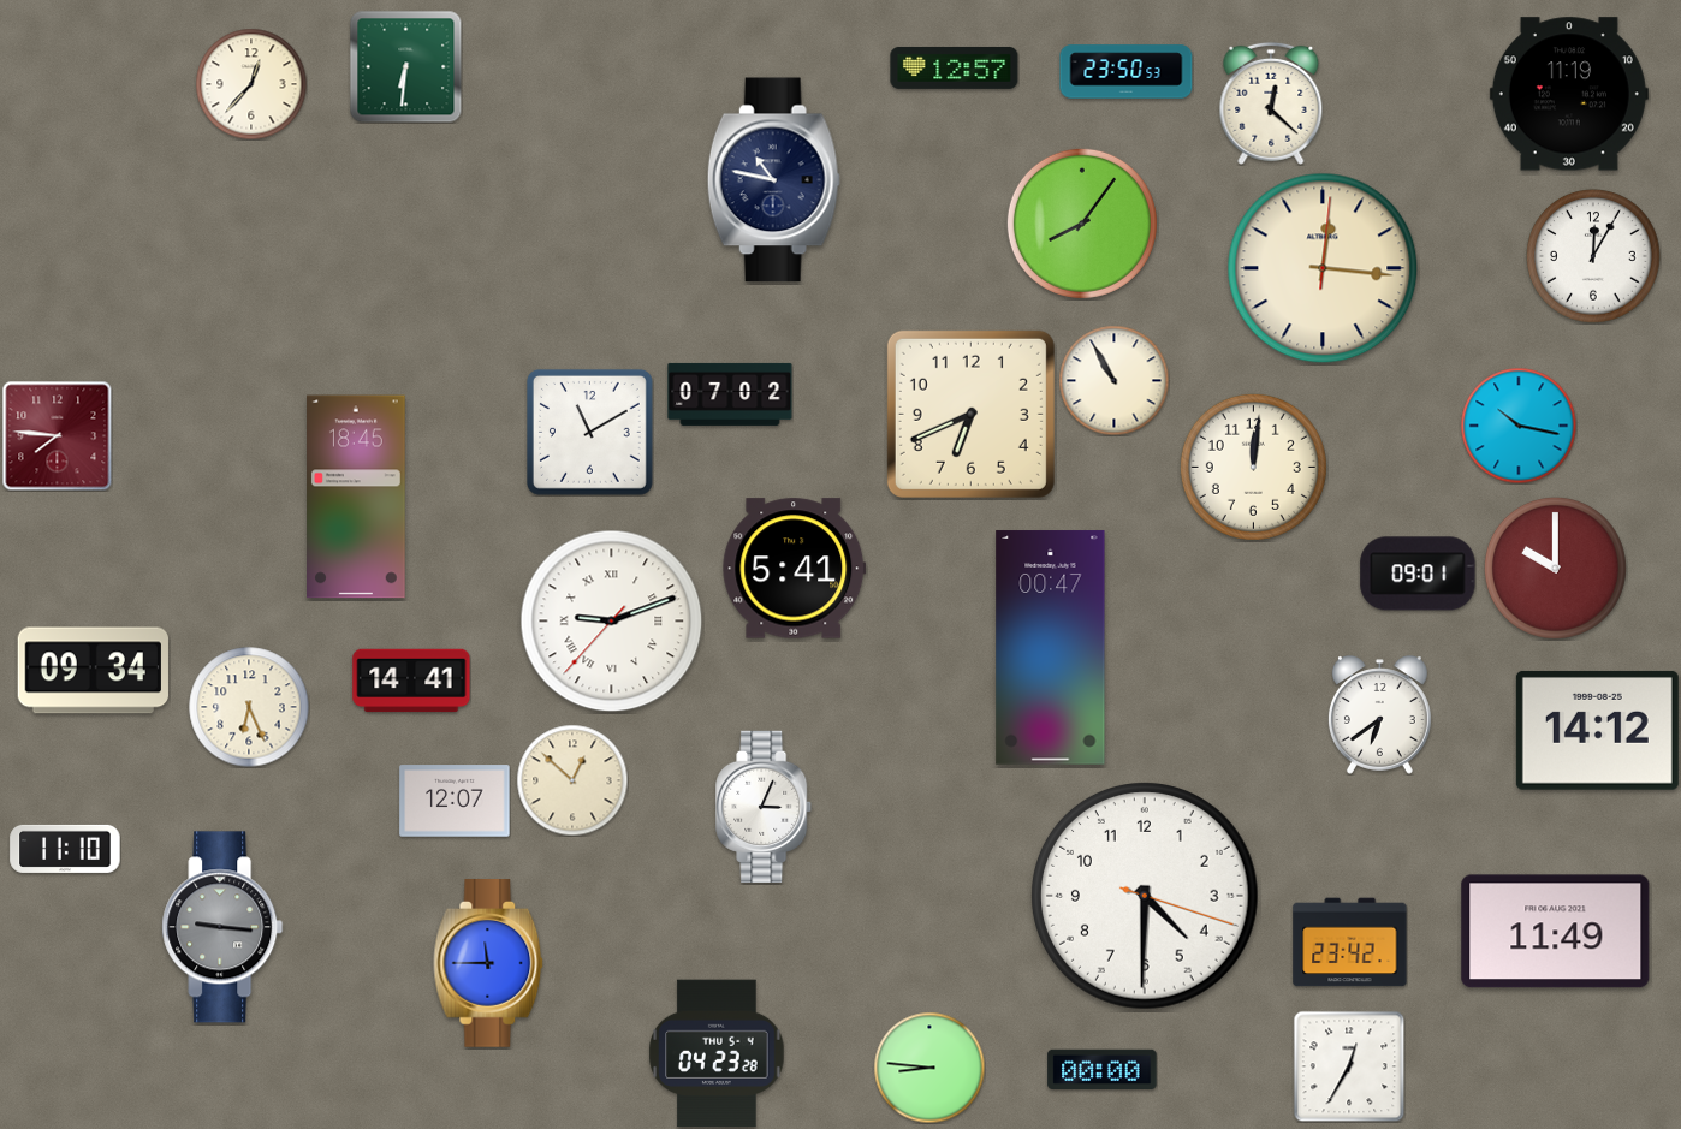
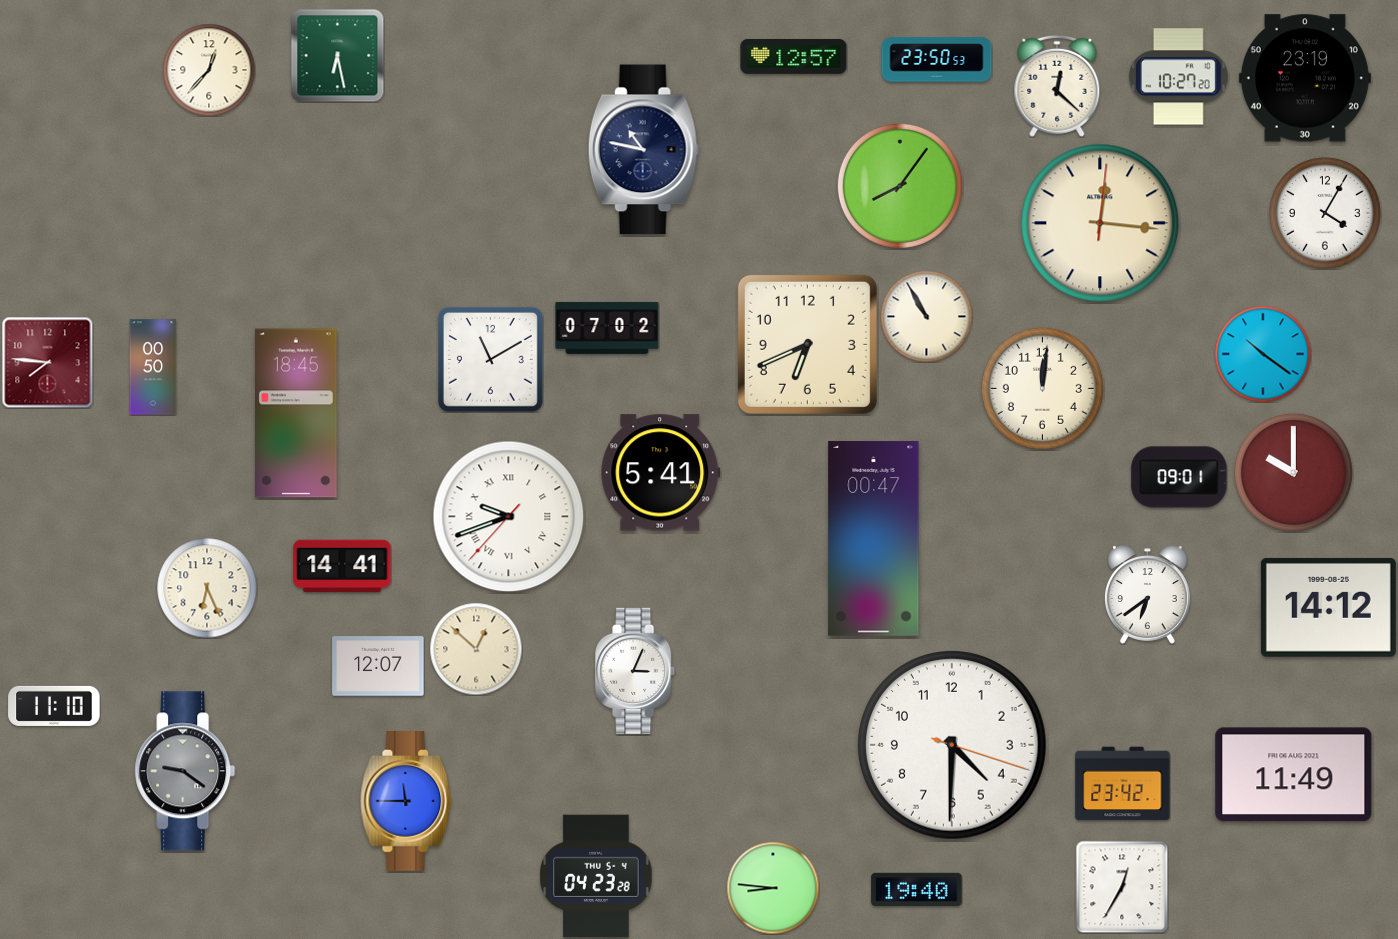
clock at (405, 66): 6:31 -> 6:28
clock at (1178, 77): none -> 10:27
clock at (1569, 94): 11:19 -> 23:19
clock at (1593, 256): 12:05 -> 4:05
clock at (1519, 426): 10:17 -> 10:21
clock at (153, 367): none -> 00:50
clock at (612, 622): 9:11 -> 9:41
clock at (93, 671): 09:34 -> none
clock at (222, 927): 9:16 -> 9:21
clock at (1103, 1070): 00:00 -> 19:40
